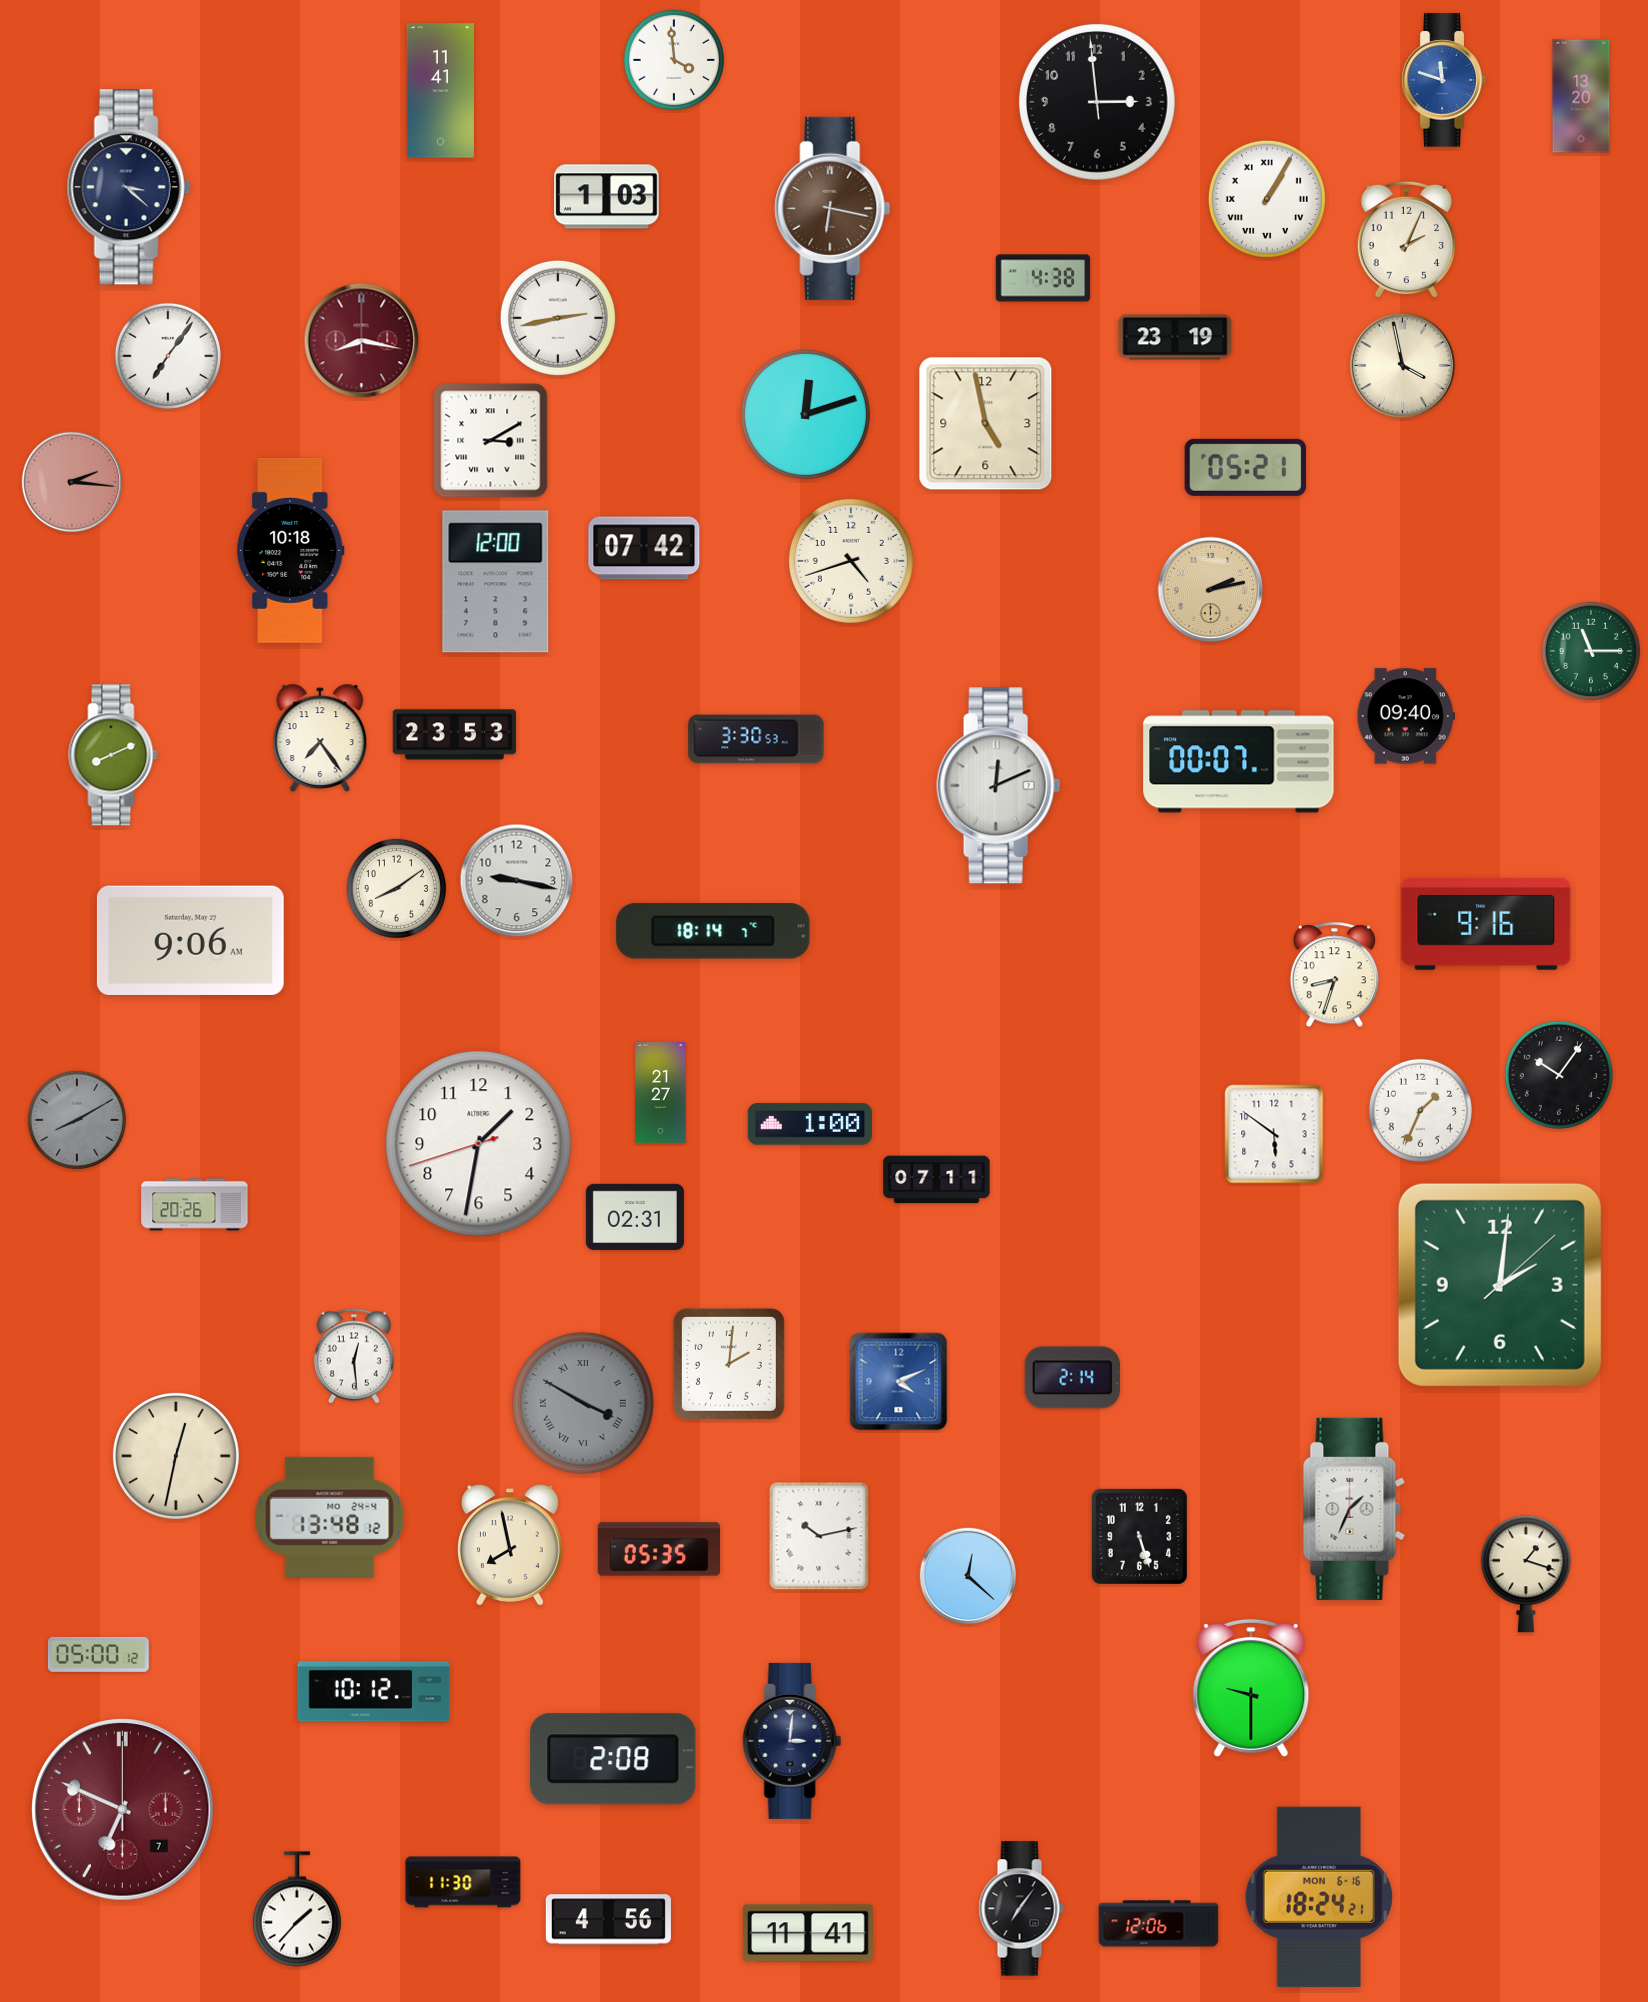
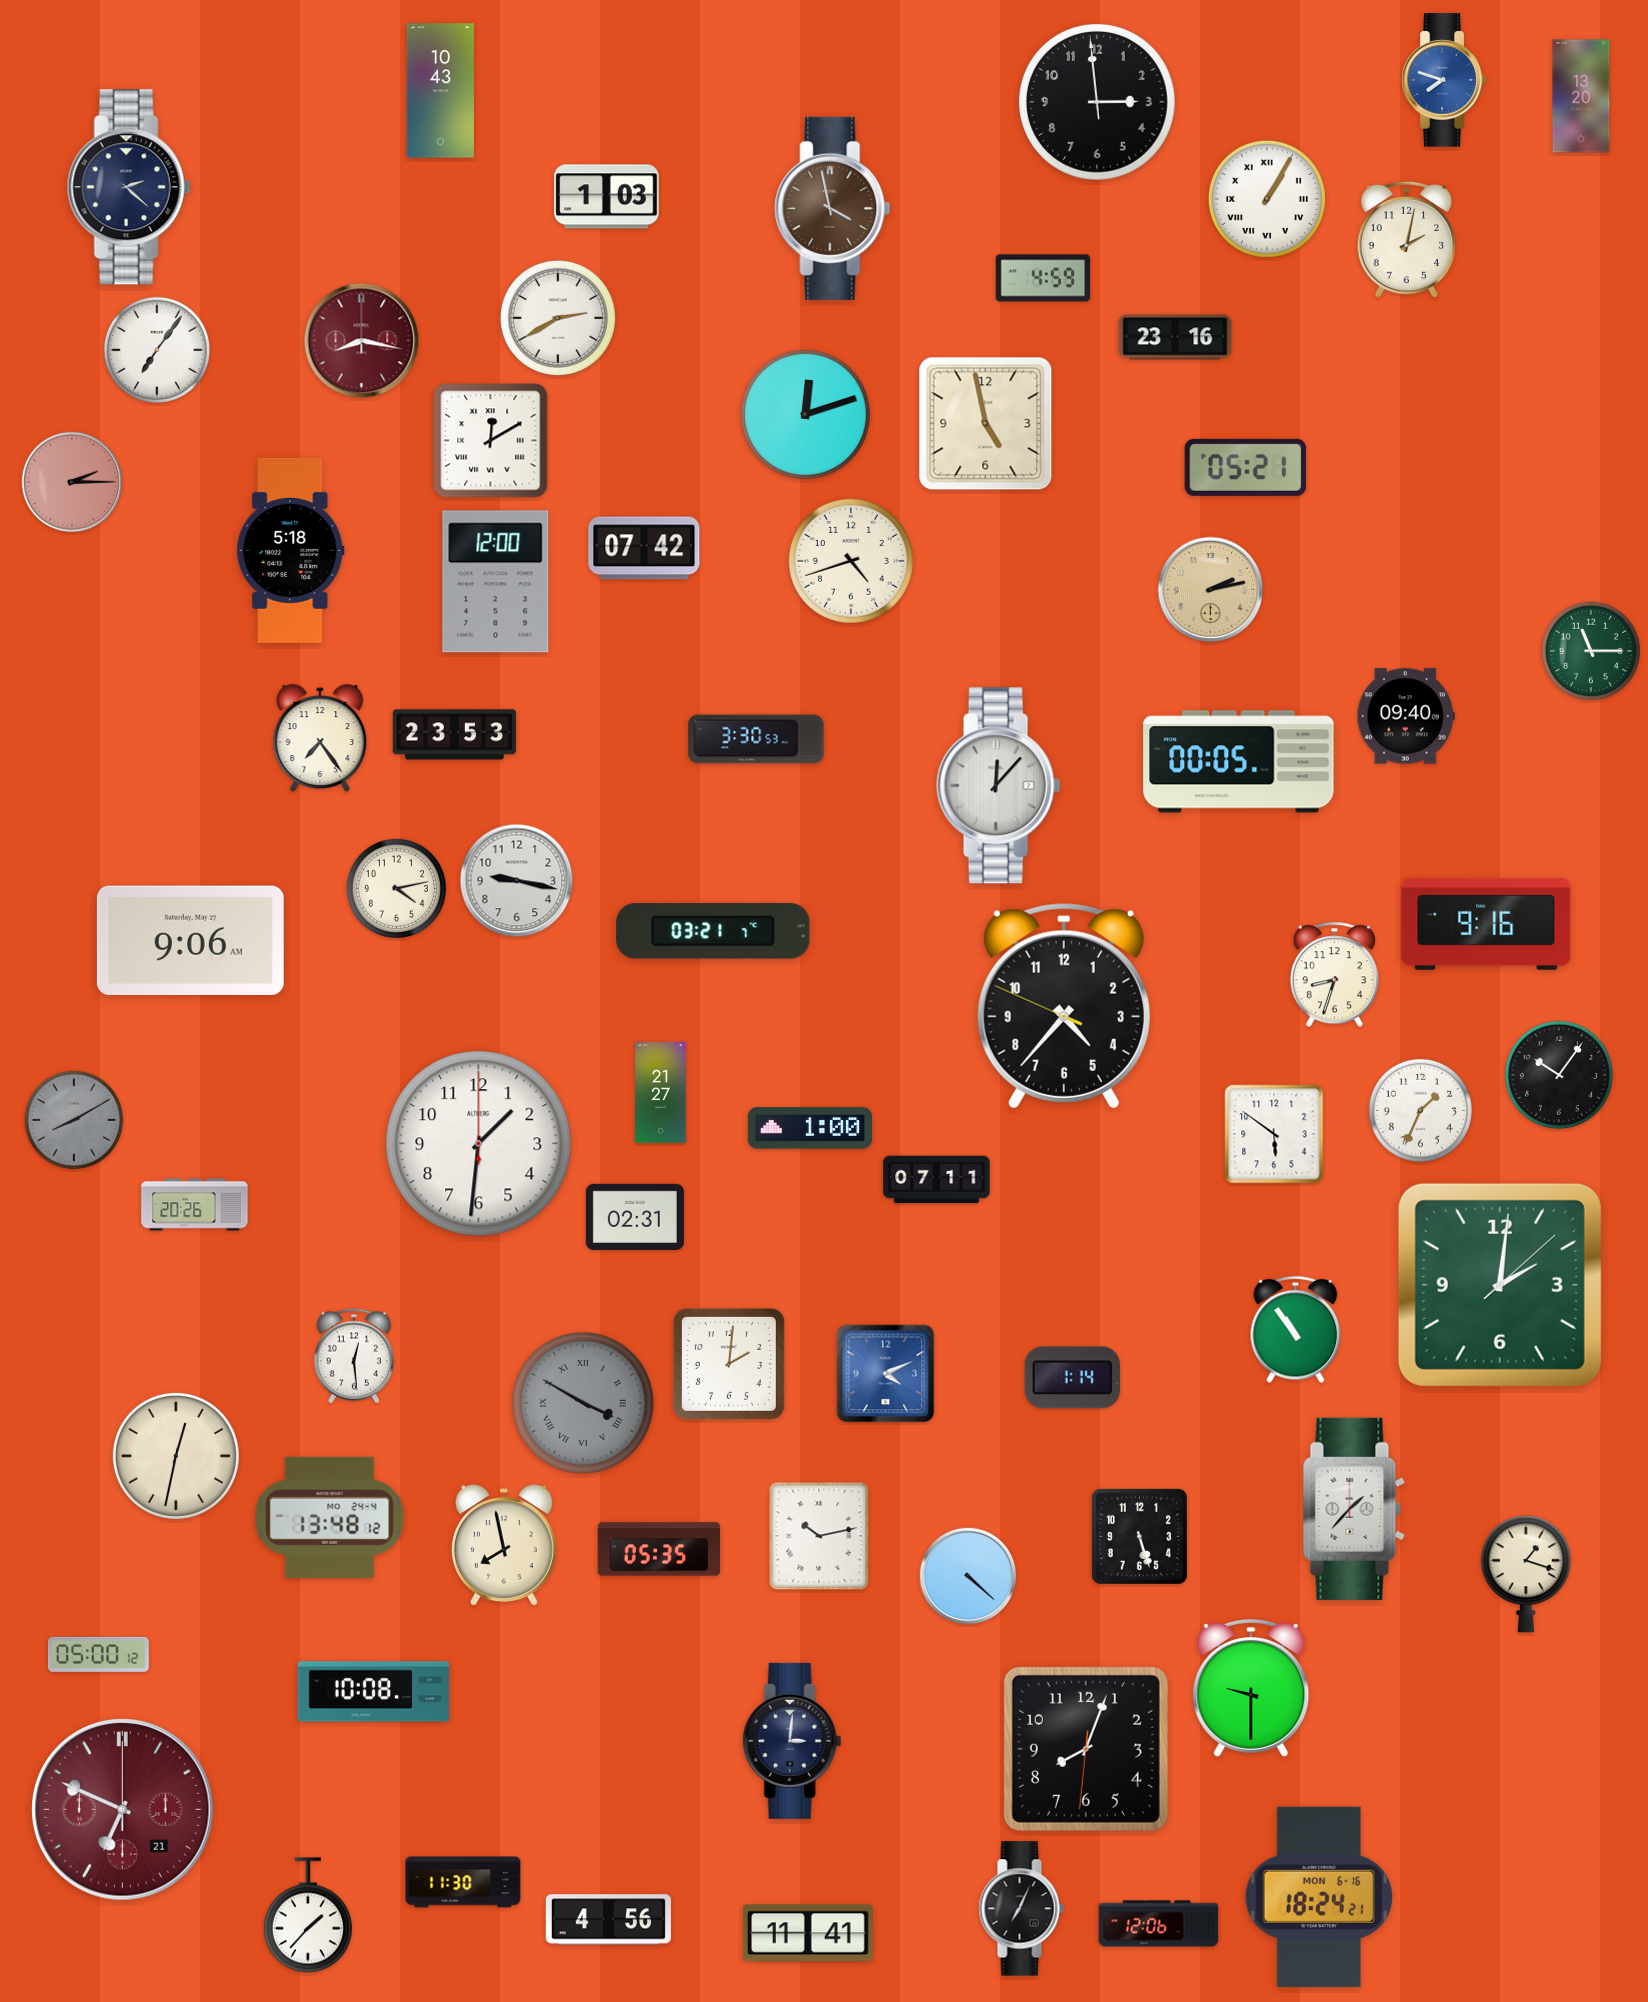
clock at (674, 60): 3:59 -> none
clock at (1444, 80): 11:48 -> 7:48
clock at (440, 91): 11:41 -> 10:43
clock at (129, 187): 3:22 -> 2:22
clock at (833, 208): 6:17 -> 3:58
clock at (1407, 240): 2:04 -> 2:02
clock at (1043, 278): 4:38 -> 4:59
clock at (558, 318): 2:43 -> 2:40
clock at (1175, 337): 23:19 -> 23:16
clock at (168, 356) position: (168, 356) -> (157, 350)
clock at (1403, 366): 3:58 -> none
clock at (491, 441): 3:10 -> 12:10
clock at (72, 482): 2:16 -> 2:15
clock at (291, 550): 10:18 -> 5:18
clock at (113, 755): 8:11 -> none
clock at (1239, 762): 00:07 -> 00:05
clock at (999, 786): 12:11 -> 12:07
clock at (396, 888): 8:09 -> 4:13
clock at (713, 931): 18:14 -> 03:21
clock at (1064, 1006): none -> 4:36
clock at (77, 1120) position: (77, 1120) -> (74, 1120)
clock at (810, 1124) position: (810, 1124) -> (810, 1128)
clock at (479, 1144): 1:31:42 -> 1:31:00
clock at (1296, 1330): none -> 10:54
clock at (1072, 1378): 2:14 -> 1:14
clock at (899, 1382) position: (899, 1382) -> (886, 1374)
clock at (1354, 1509): 1:34 -> 1:37
clock at (510, 1545) position: (510, 1545) -> (504, 1545)
clock at (968, 1576): 12:22 -> 4:22
clock at (374, 1692): 10:12 -> 10:08
clock at (1086, 1749): none -> 8:03
clock at (613, 1759): 2:08 -> none
clock at (123, 1810) date: 7 -> 21
clock at (297, 1909) position: (297, 1909) -> (308, 1915)
clock at (1021, 1909): 7:06 -> 7:04
